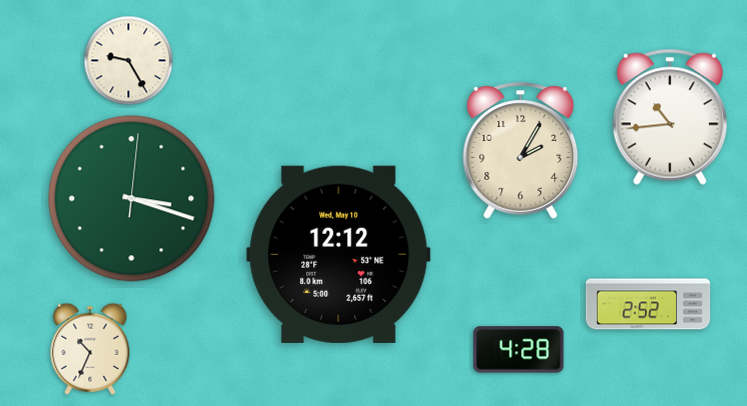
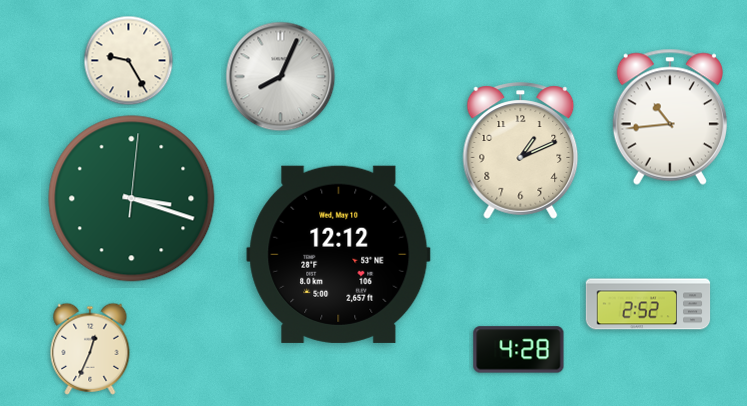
clock at (281, 77): none -> 8:04
clock at (521, 151): 2:05 -> 1:11
clock at (90, 349): 10:34 -> 12:34
